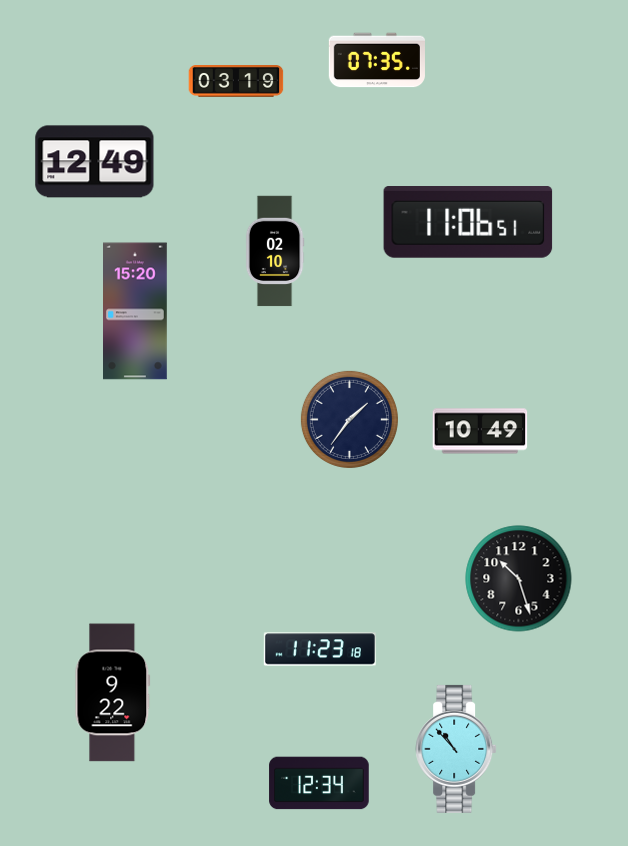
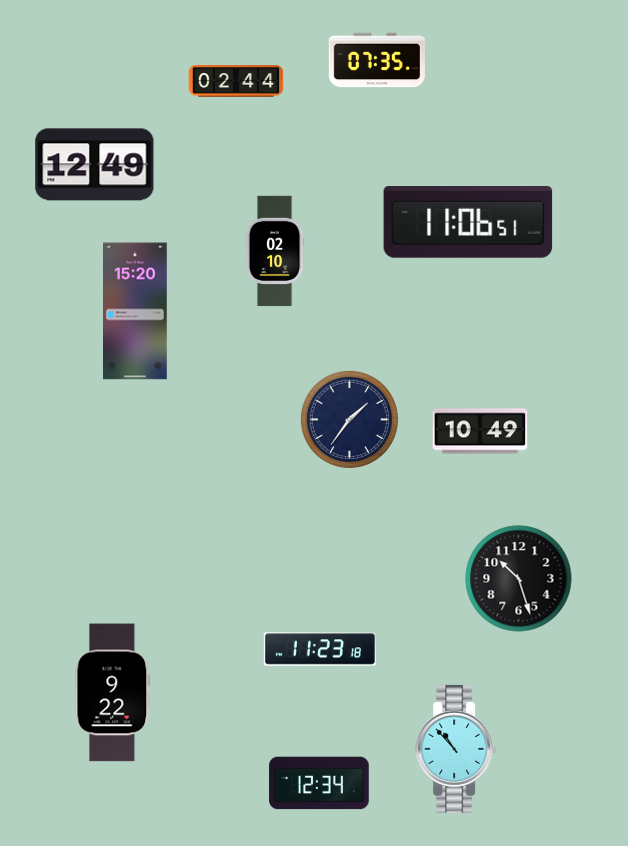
clock at (236, 82): 03:19 -> 02:44
clock at (95, 162) position: (95, 162) -> (95, 165)
